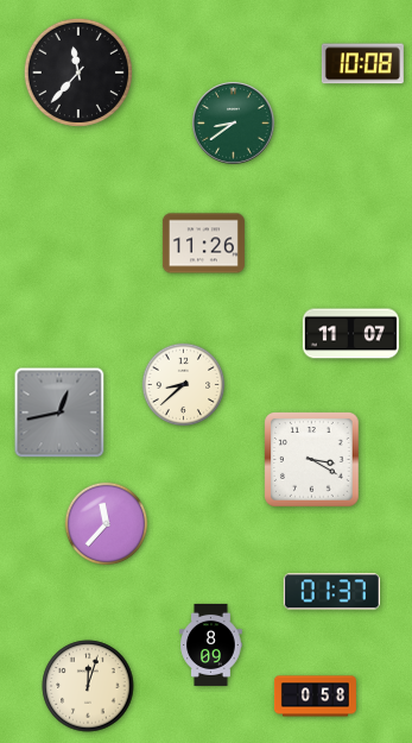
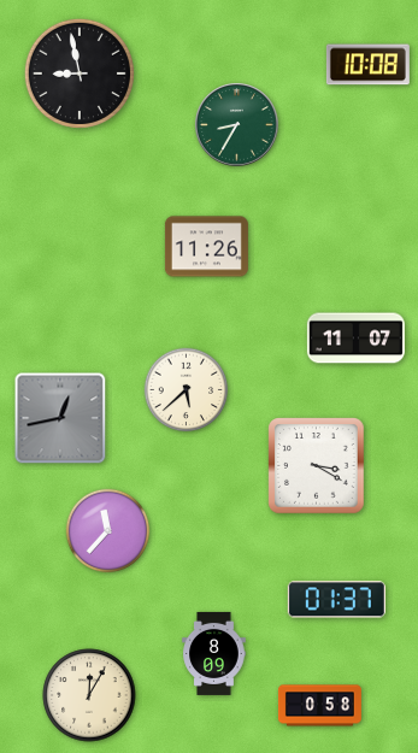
clock at (78, 73): 11:37 -> 8:58
clock at (234, 124): 8:39 -> 8:35
clock at (184, 385): 8:38 -> 5:38
clock at (88, 686): 12:03 -> 12:05
